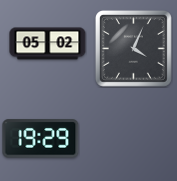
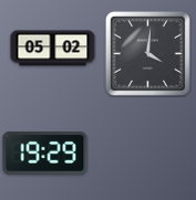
clock at (133, 48): 4:04 -> 4:01
